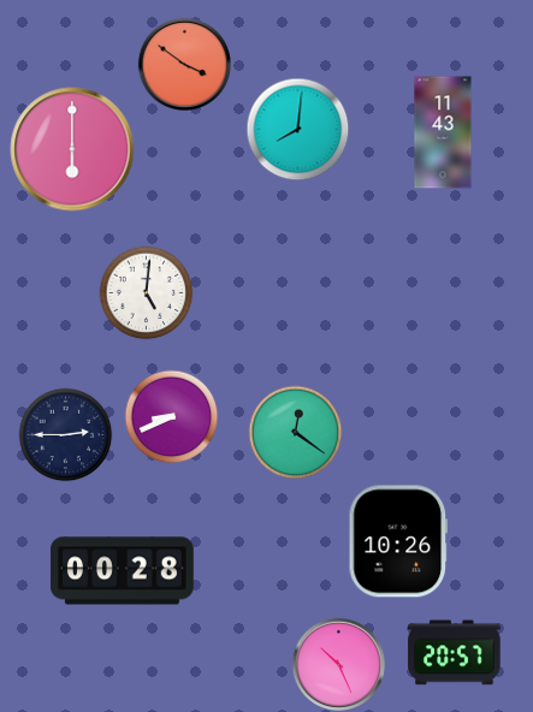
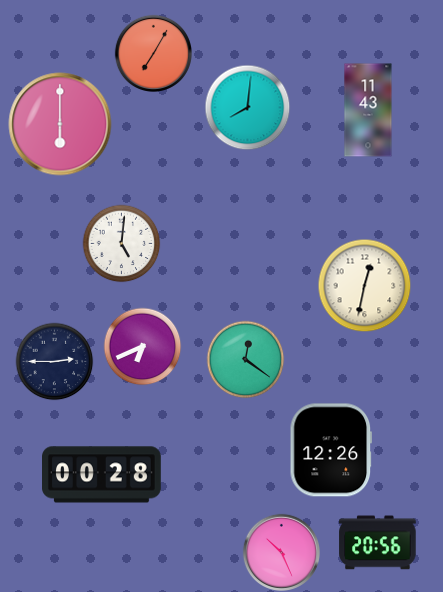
clock at (184, 64): 3:51 -> 7:05
clock at (364, 285): none -> 12:32
clock at (171, 416): 8:41 -> 6:41
clock at (397, 541): 10:26 -> 12:26
clock at (455, 653): 20:57 -> 20:56
